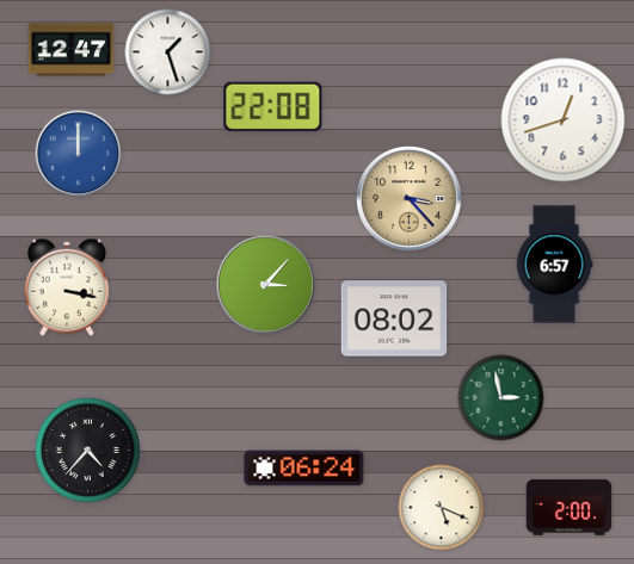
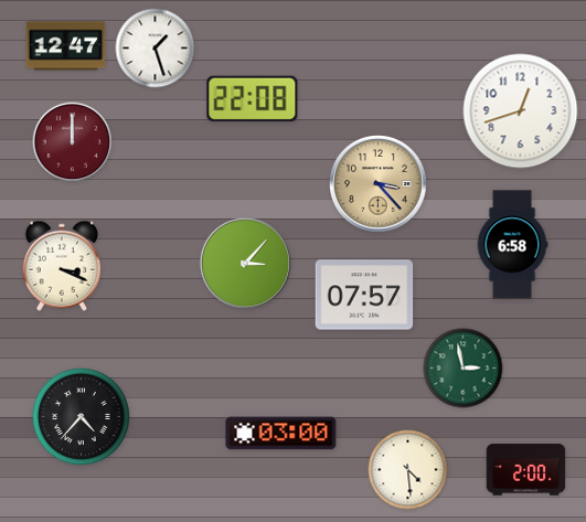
clock at (79, 154) dial: blue -> burgundy
clock at (554, 265): 6:57 -> 6:58
clock at (66, 287): 3:17 -> 3:19
clock at (394, 318): 08:02 -> 07:57
clock at (304, 469): 06:24 -> 03:00
clock at (442, 508): 5:19 -> 4:29
